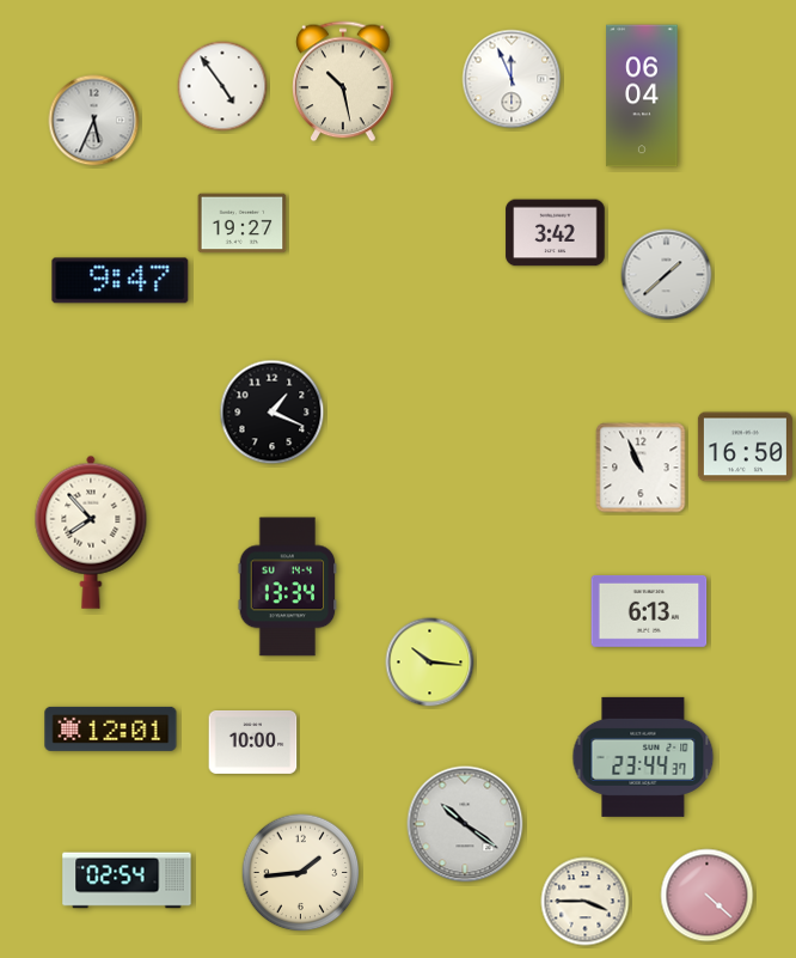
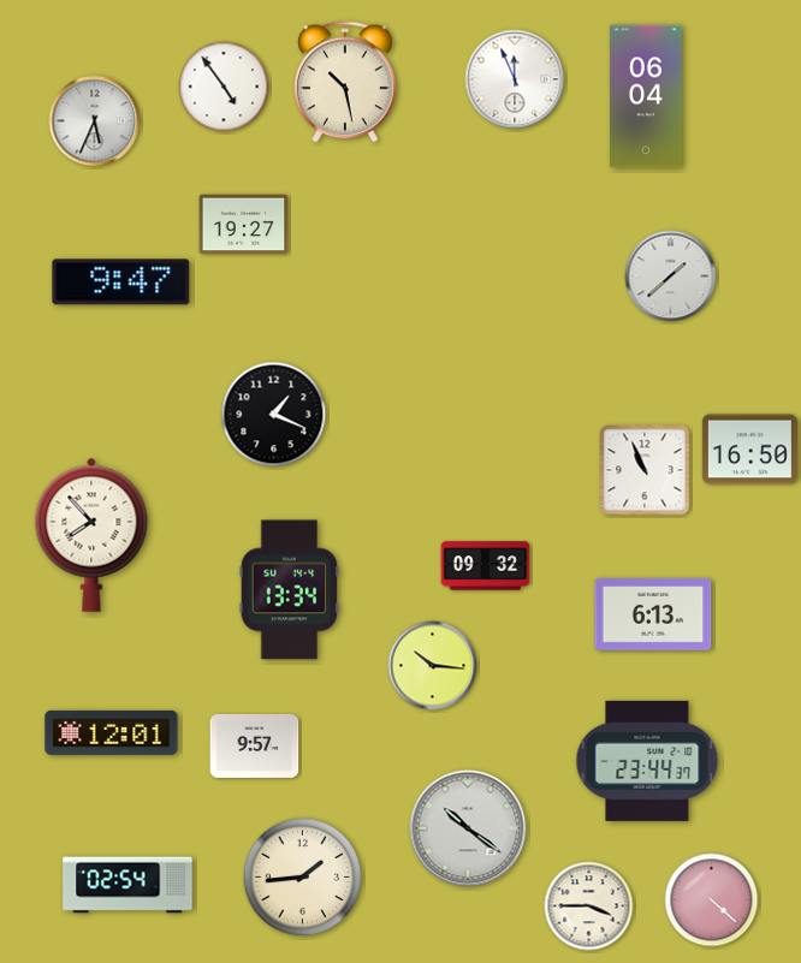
clock at (556, 233): 3:42 -> none
clock at (486, 566): none -> 09:32
clock at (253, 742): 10:00 -> 9:57
